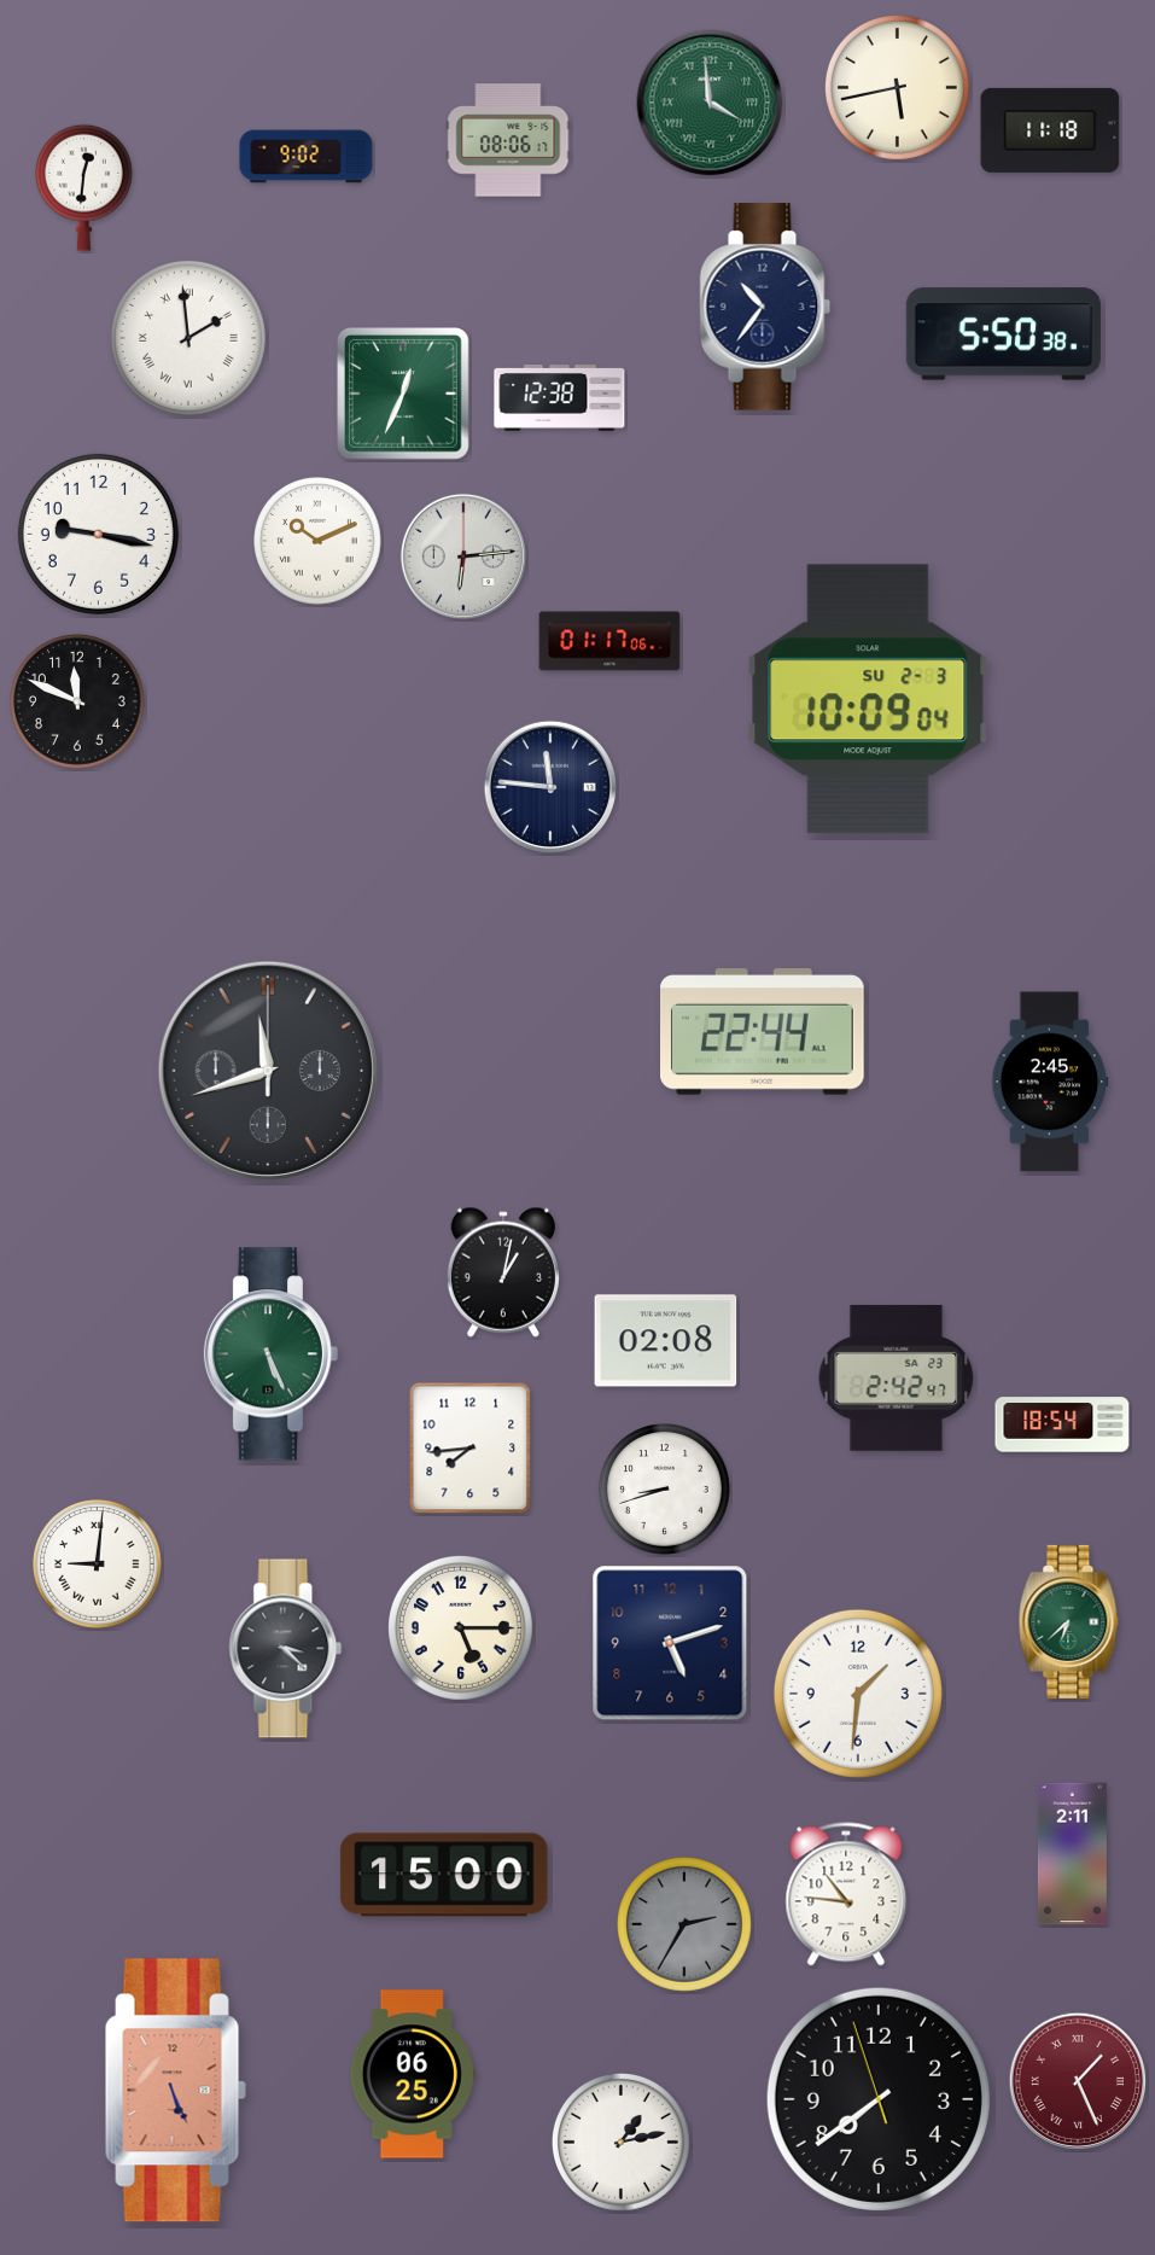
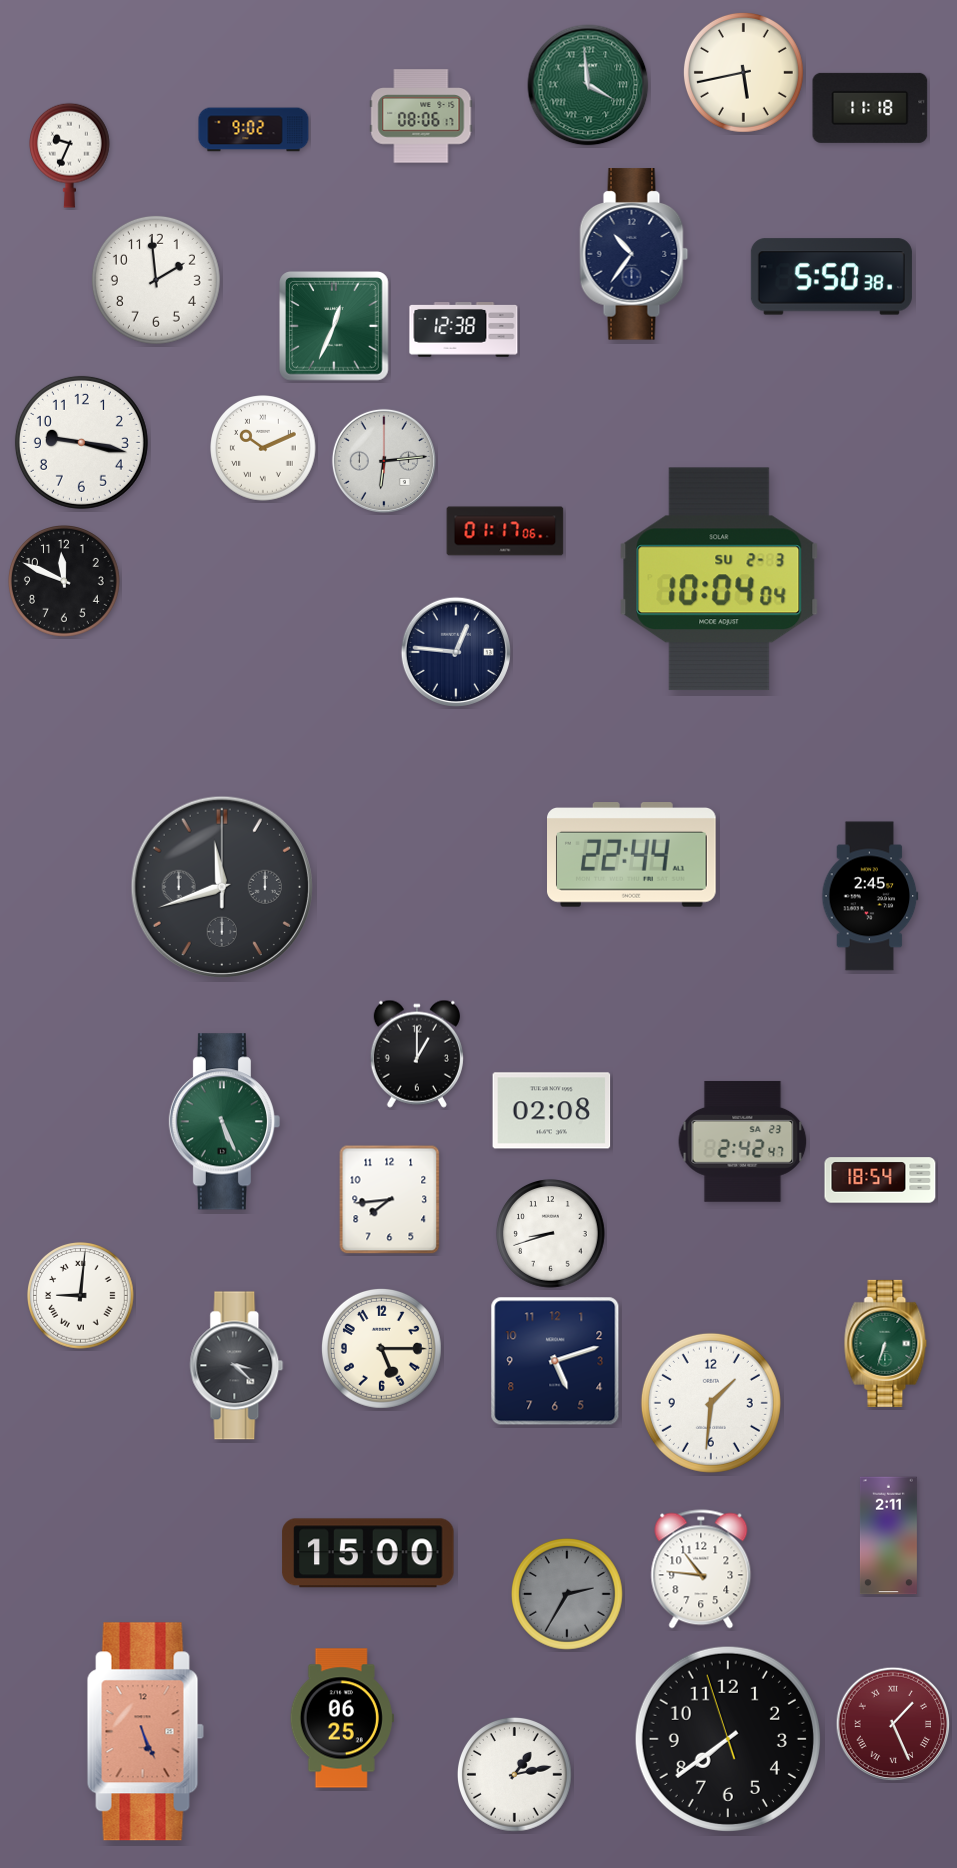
clock at (84, 187): 12:31 -> 9:34
clock at (188, 338) numerals: Roman -> Arabic
clock at (868, 699): 10:09 -> 10:04
clock at (550, 787): 11:46 -> 12:46
clock at (503, 1272): 1:02 -> 1:00
clock at (1069, 1621): 6:38 -> 6:33
